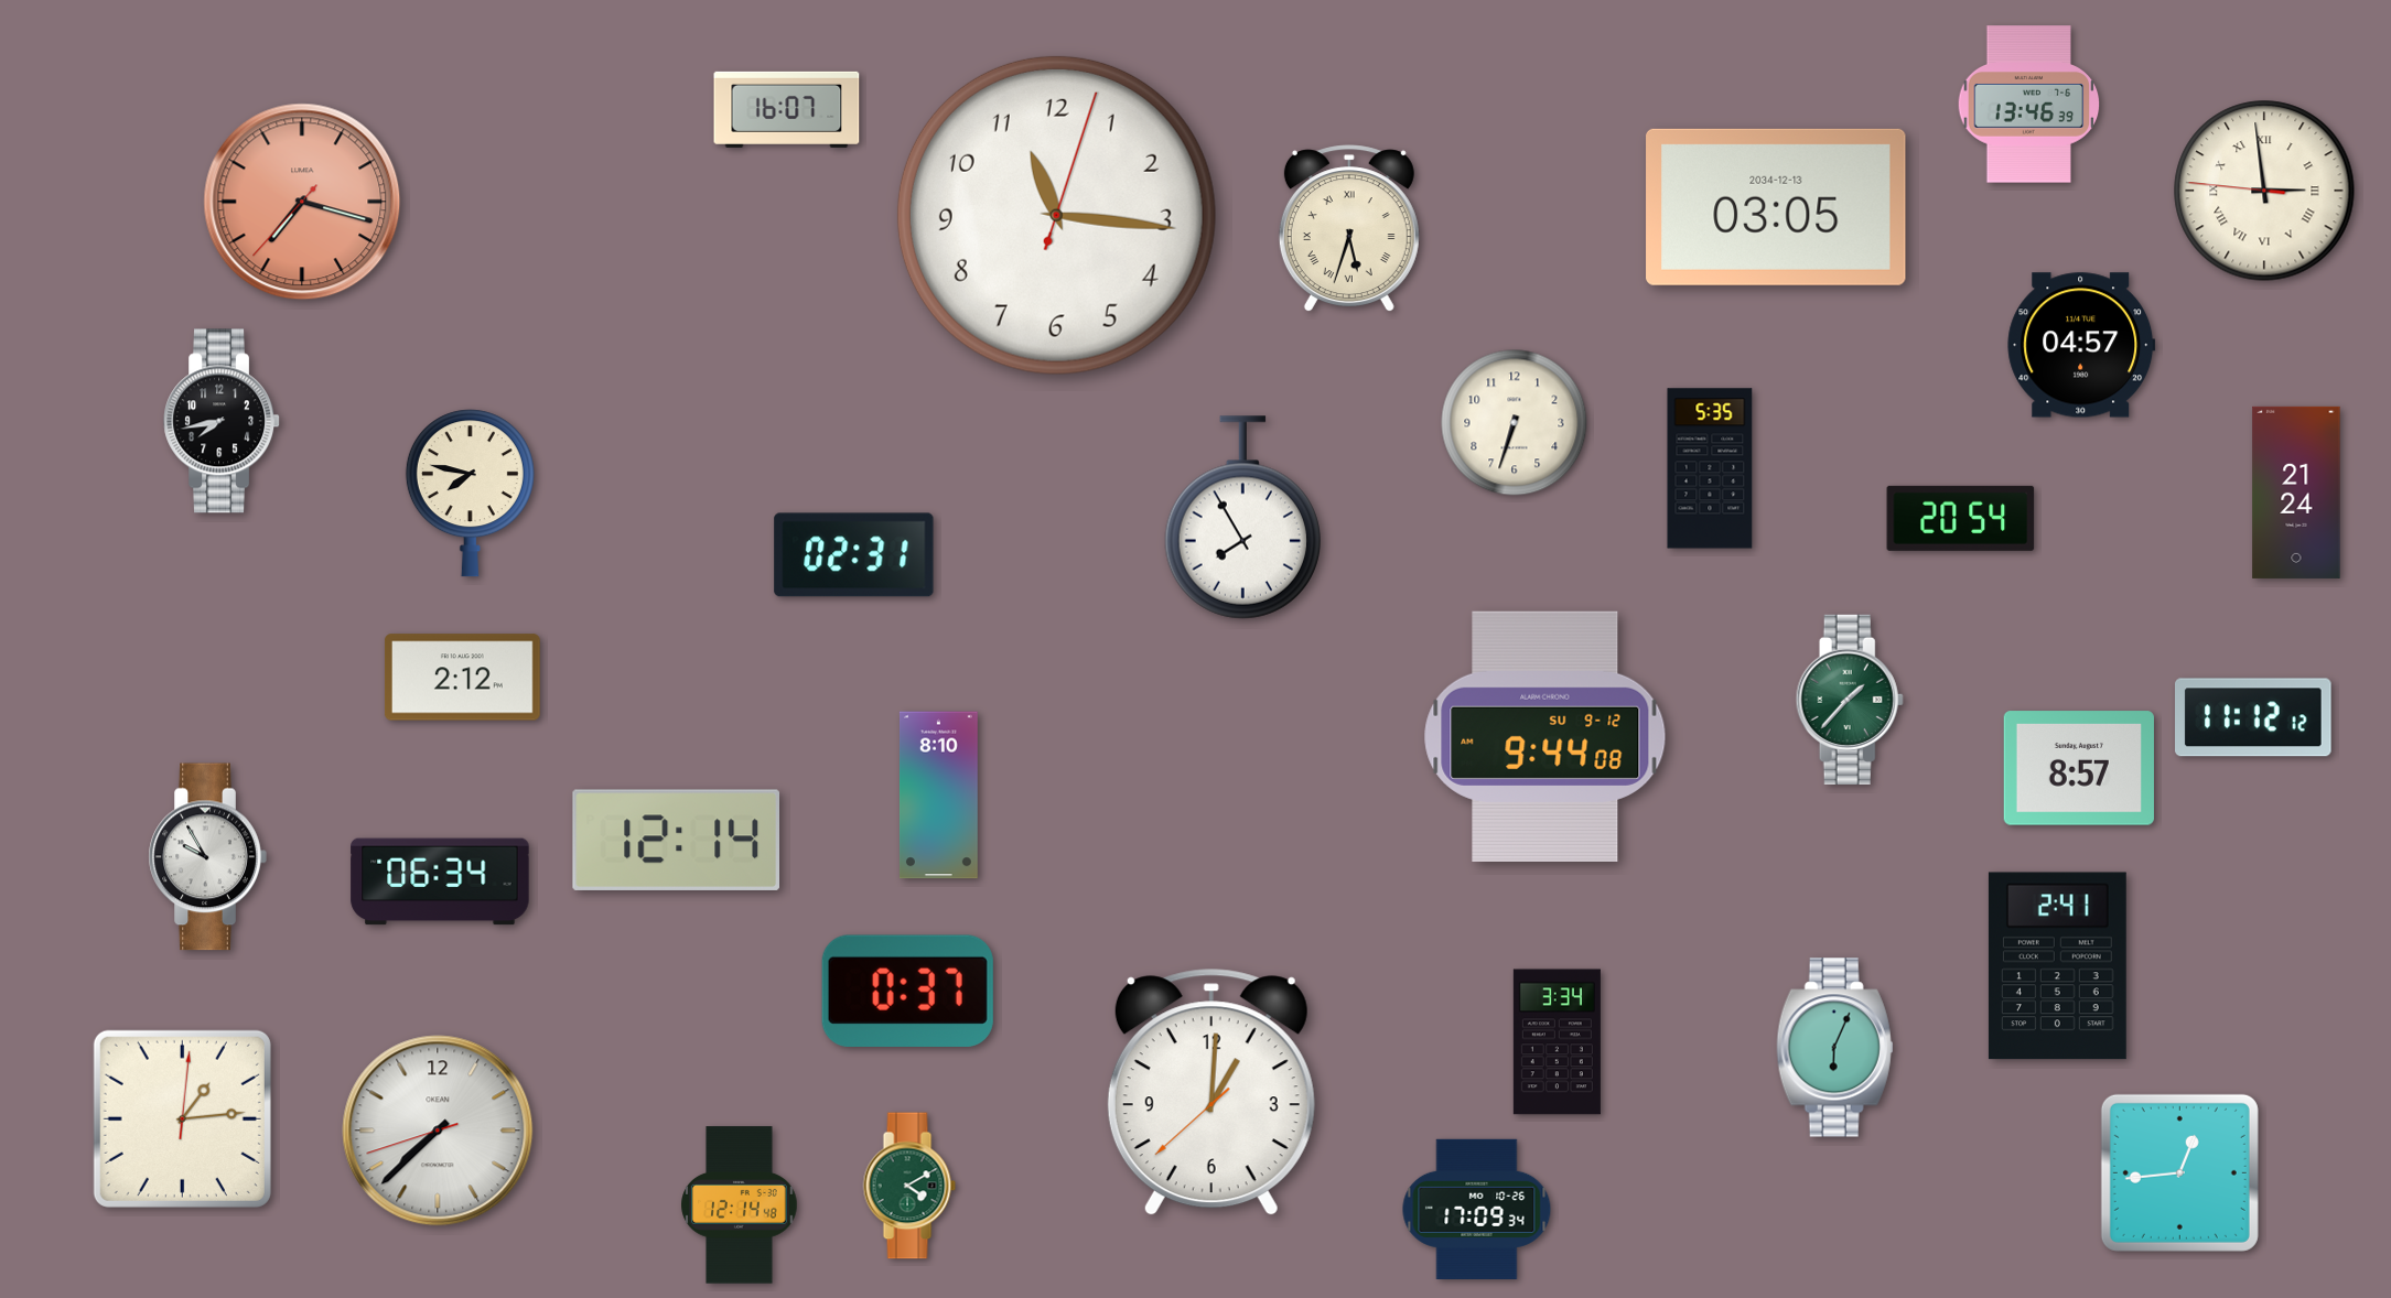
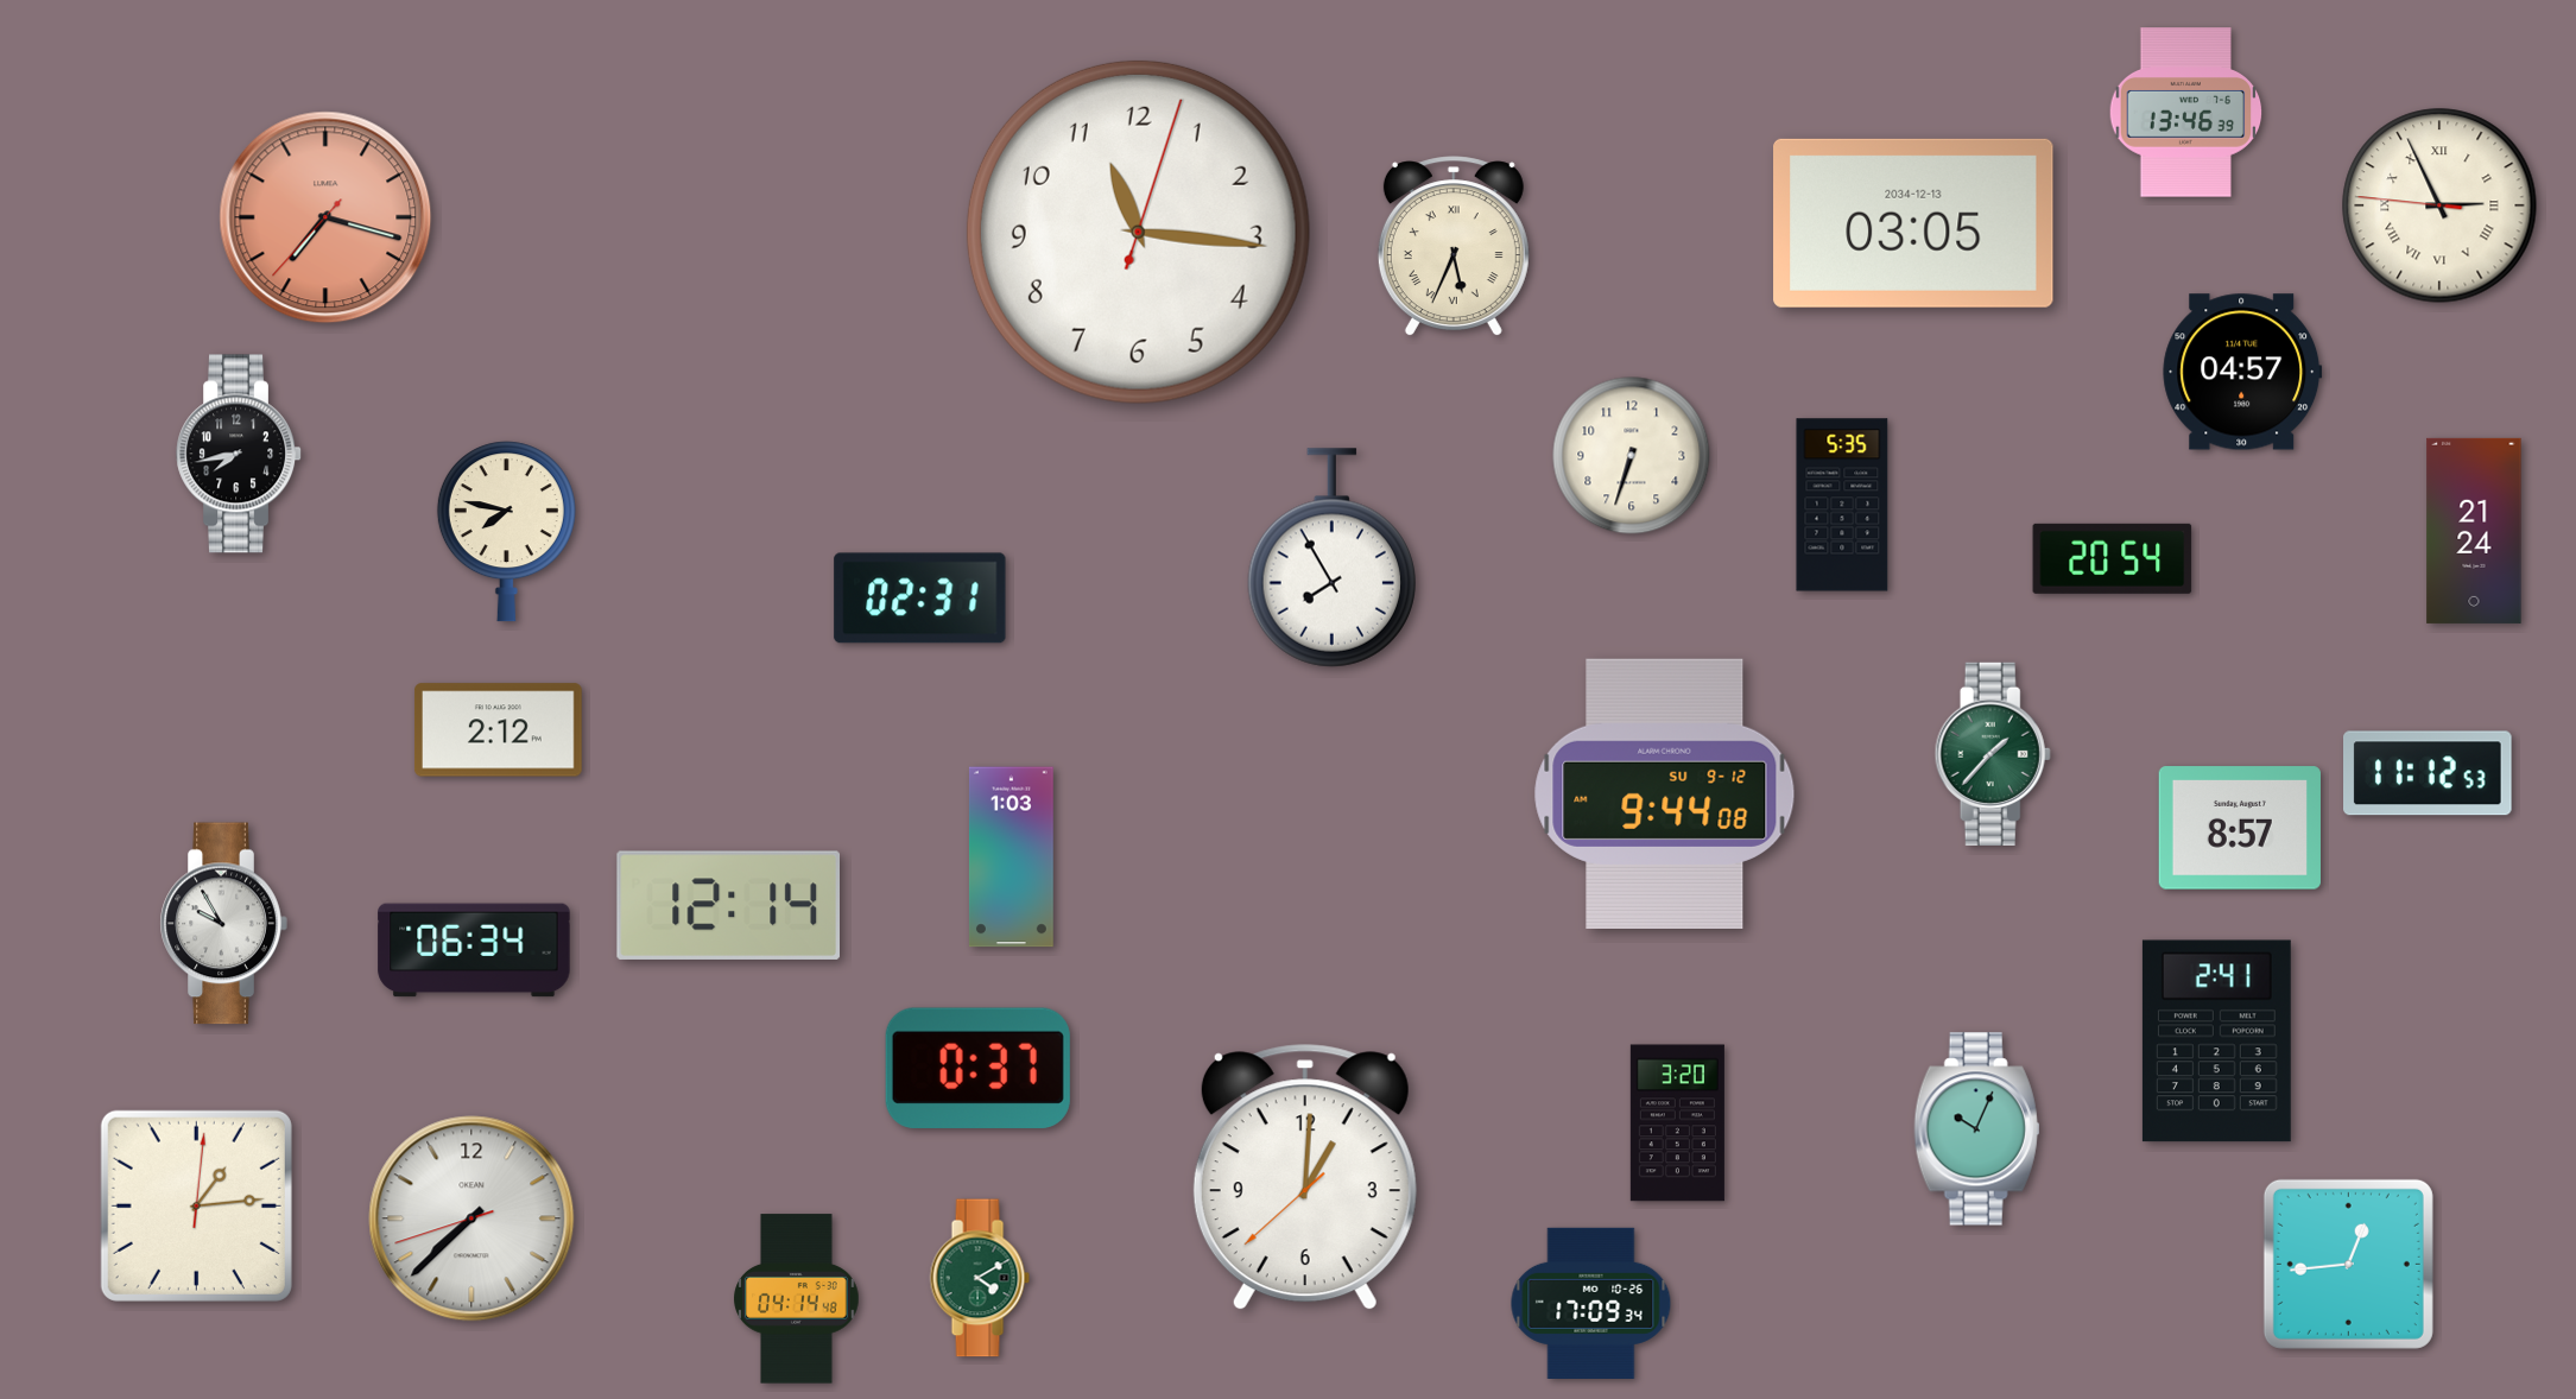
clock at (787, 109): 16:07 -> none
clock at (2264, 191): 2:58 -> 2:55
clock at (1349, 229): 5:33 -> 5:34
clock at (1242, 518) position: (1242, 518) -> (1331, 558)
clock at (2254, 717): 11:12:12 -> 11:12:53
clock at (938, 796): 8:10 -> 1:03
clock at (1557, 1042): 3:34 -> 3:20
clock at (1835, 1048): 6:04 -> 10:04
clock at (740, 1205): 12:14 -> 04:14
